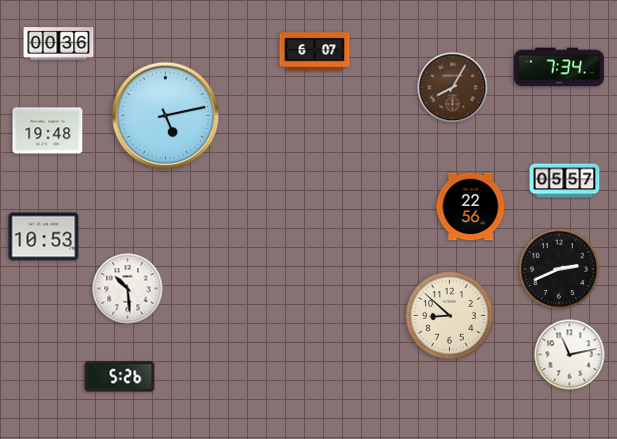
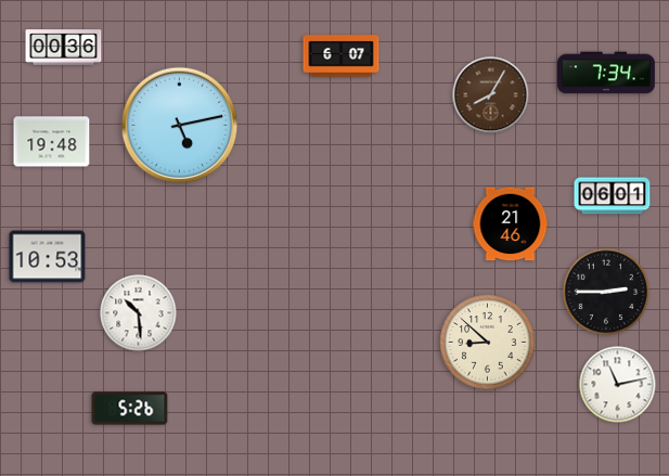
clock at (565, 181): 05:57 -> 06:01
clock at (471, 207): 22:56 -> 21:46
clock at (559, 269): 2:41 -> 2:45
